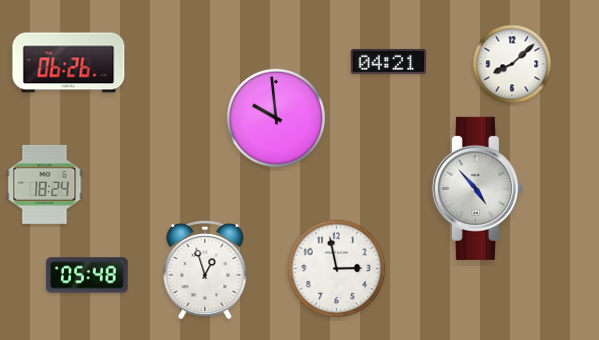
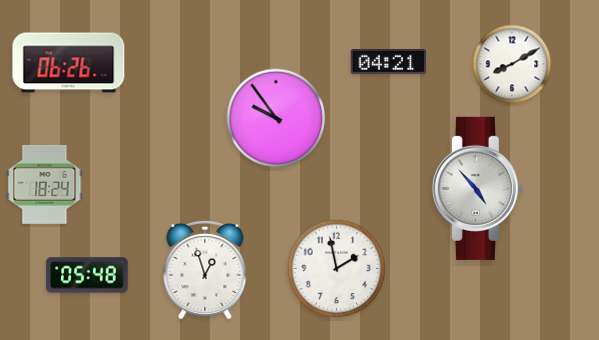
clock at (512, 64): 8:08 -> 8:10
clock at (276, 118): 9:59 -> 9:54
clock at (337, 269): 2:58 -> 1:58
